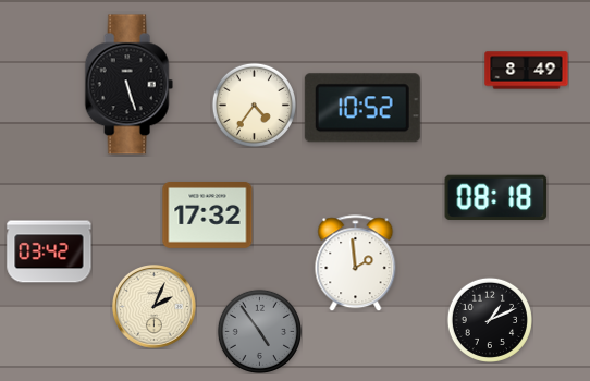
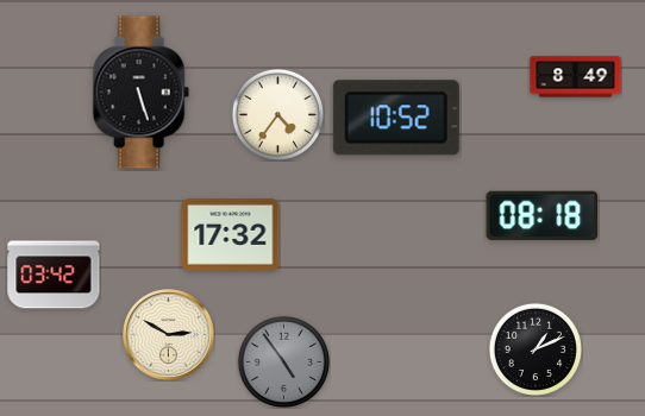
clock at (208, 216) position: (208, 216) -> (231, 235)
clock at (356, 263): 1:59 -> none
clock at (155, 307): 2:04 -> 2:50
